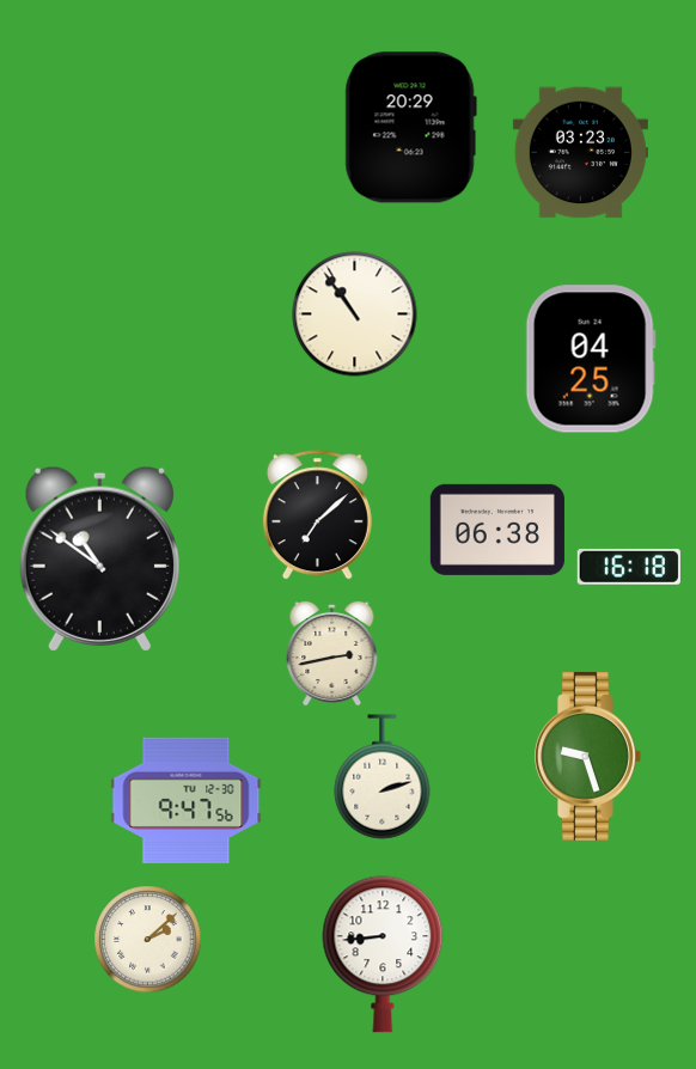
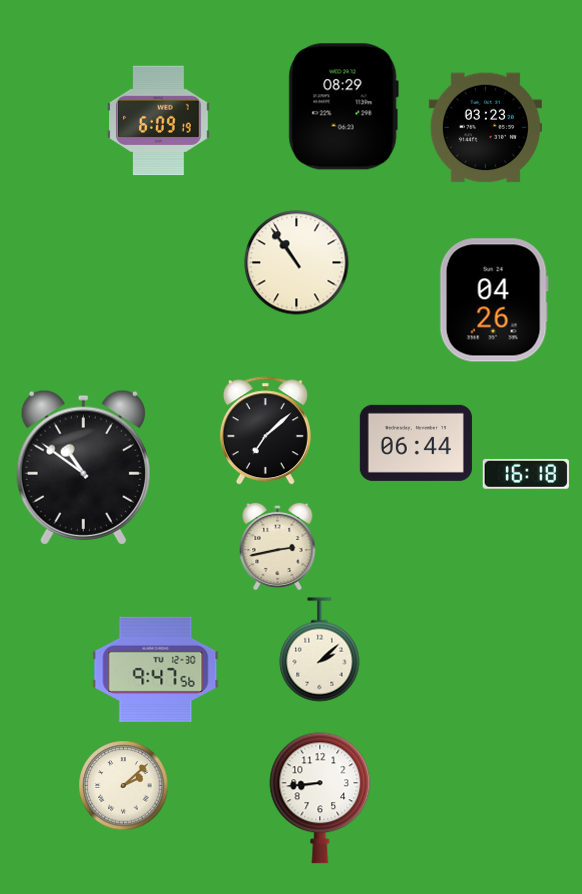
clock at (410, 128): 20:29 -> 08:29
clock at (159, 121): none -> 6:09
clock at (591, 359): 04:25 -> 04:26
clock at (497, 530): 06:38 -> 06:44
clock at (587, 756): 9:27 -> none
clock at (383, 777): 2:12 -> 2:08
